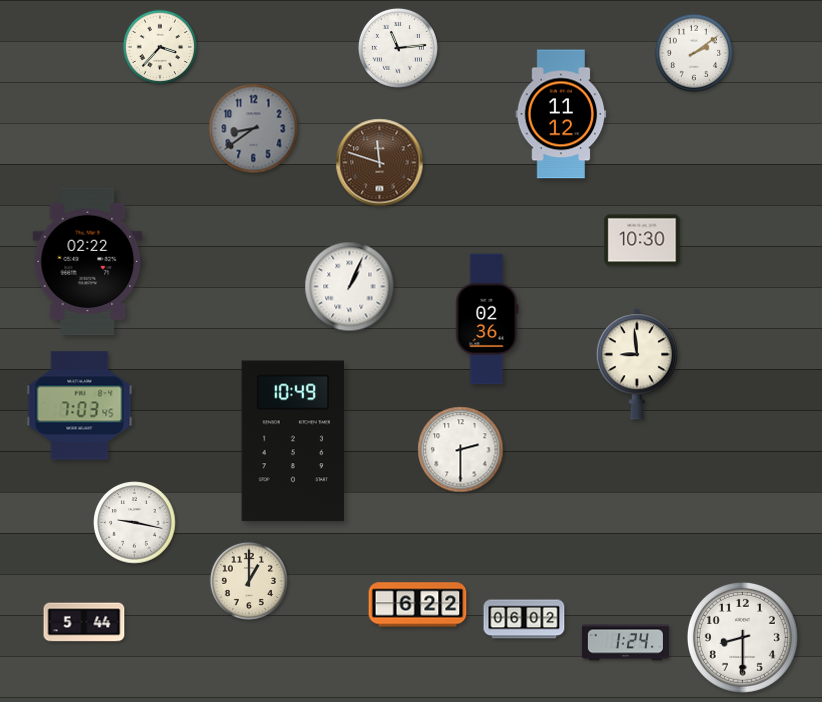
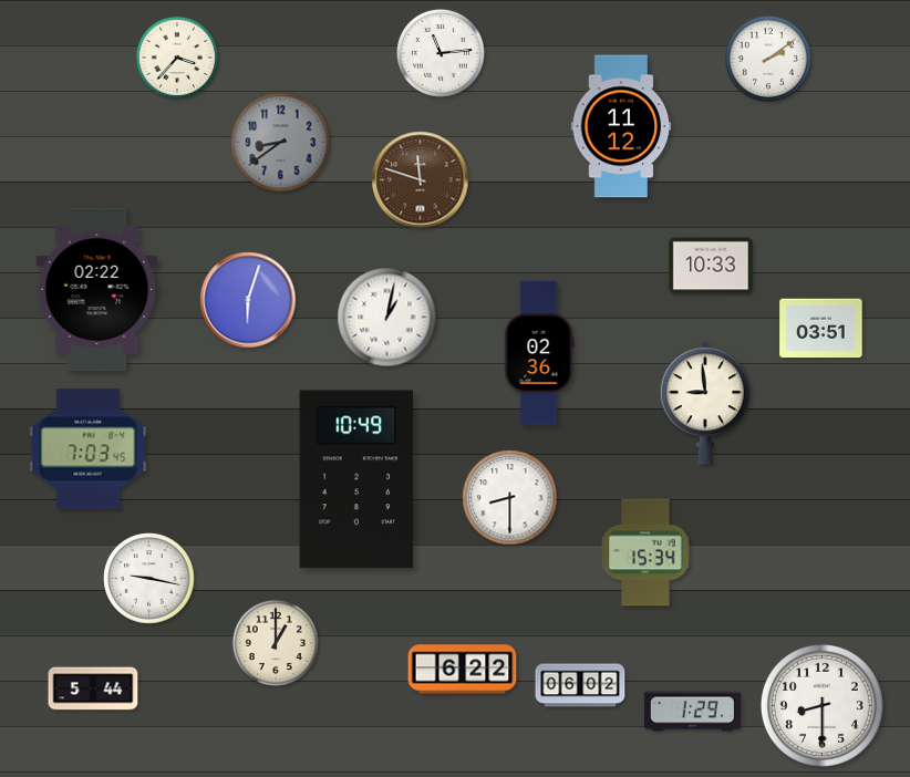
clock at (160, 47) position: (160, 47) -> (177, 58)
clock at (642, 240): 10:30 -> 10:33
clock at (248, 300): none -> 6:03
clock at (350, 287): 1:04 -> 1:02
clock at (821, 329): none -> 03:51
clock at (293, 441) position: (293, 441) -> (356, 479)
clock at (461, 450): 2:30 -> 8:30
clock at (645, 552): none -> 15:34
clock at (625, 643): 1:24 -> 1:29
